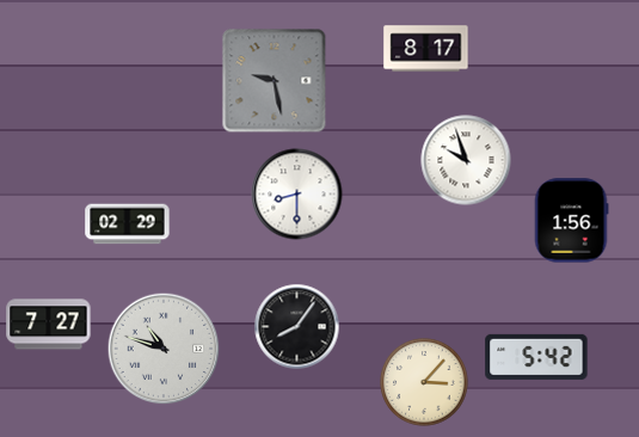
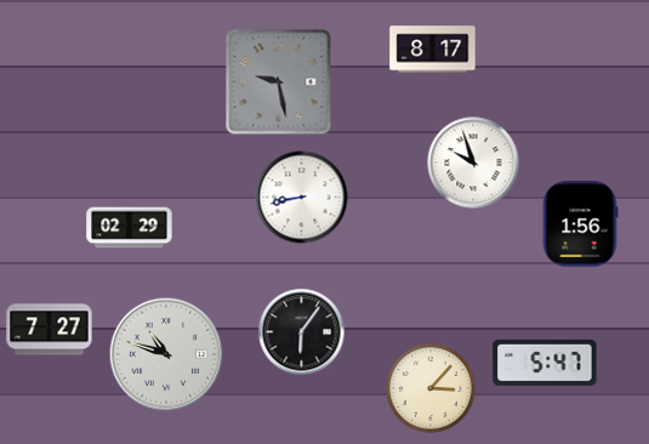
clock at (297, 195): 8:30 -> 8:43
clock at (297, 327): 8:06 -> 6:06
clock at (536, 357): 5:42 -> 5:47
